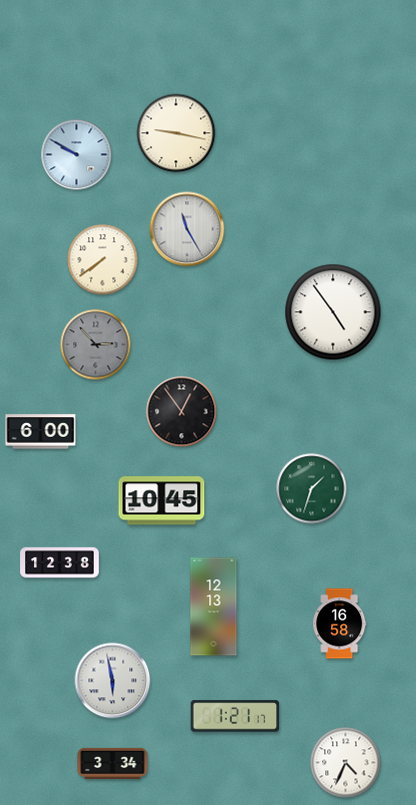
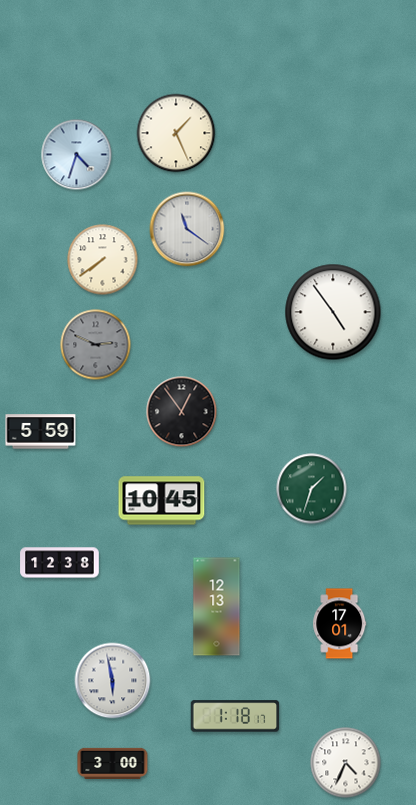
clock at (176, 133): 9:17 -> 1:26
clock at (77, 155): 9:50 -> 4:33
clock at (187, 229): 11:25 -> 11:21
clock at (96, 345): 2:53 -> 2:49
clock at (41, 432): 6:00 -> 5:59
clock at (214, 607) position: (214, 607) -> (217, 607)
clock at (340, 624): 16:58 -> 17:01
clock at (235, 716): 1:21 -> 1:18
clock at (113, 763): 3:34 -> 3:00
